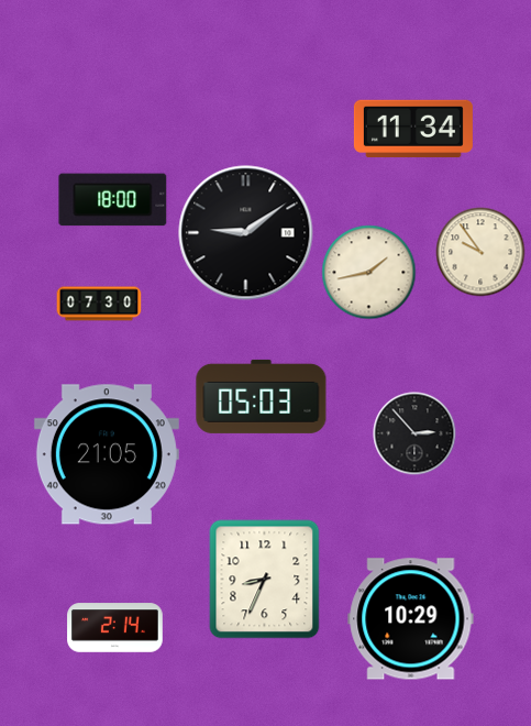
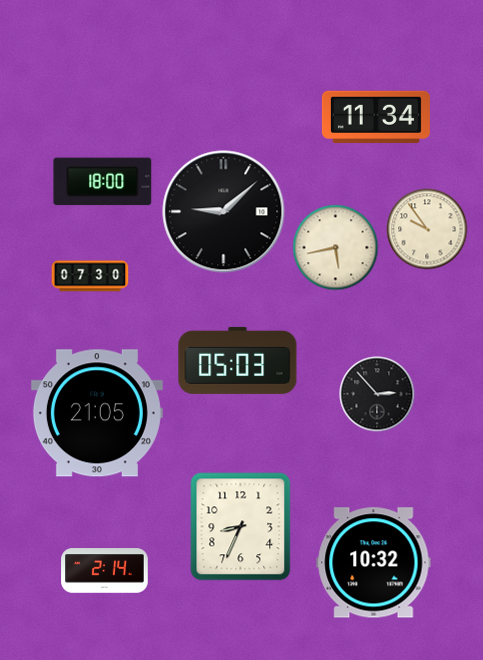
clock at (246, 233): 9:09 -> 9:08
clock at (480, 252) position: (480, 252) -> (427, 229)
clock at (369, 273): 1:43 -> 5:43
clock at (411, 619): 10:29 -> 10:32
